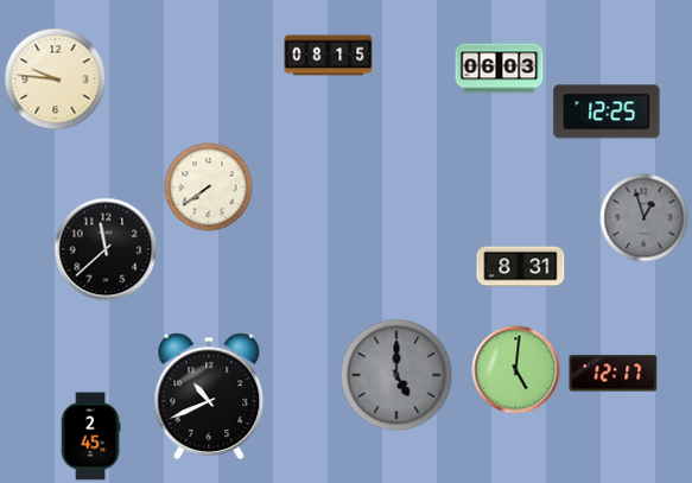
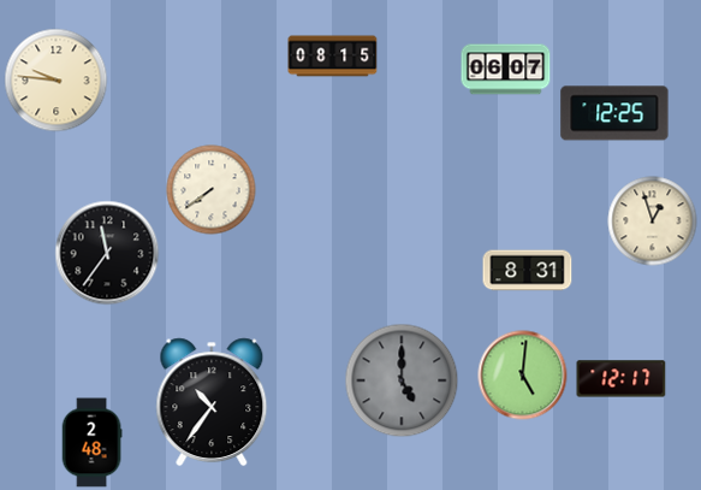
clock at (500, 69): 06:03 -> 06:07
clock at (645, 218) dial: grey -> cream
clock at (106, 249): 11:38 -> 11:36
clock at (209, 396): 10:41 -> 10:36
clock at (90, 437): 2:45 -> 2:48
